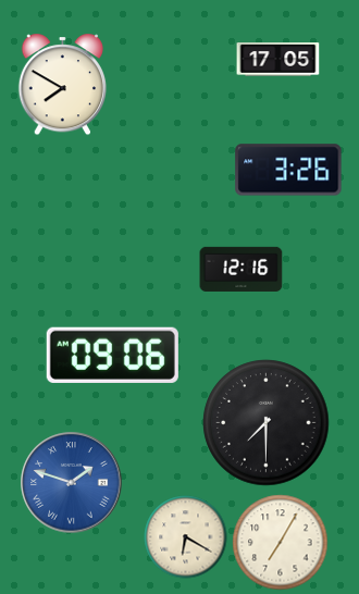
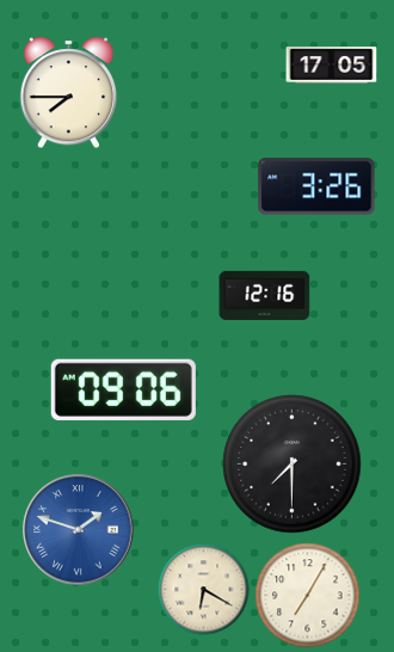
clock at (278, 60) position: (278, 60) -> (332, 66)
clock at (63, 85): 7:50 -> 7:45
